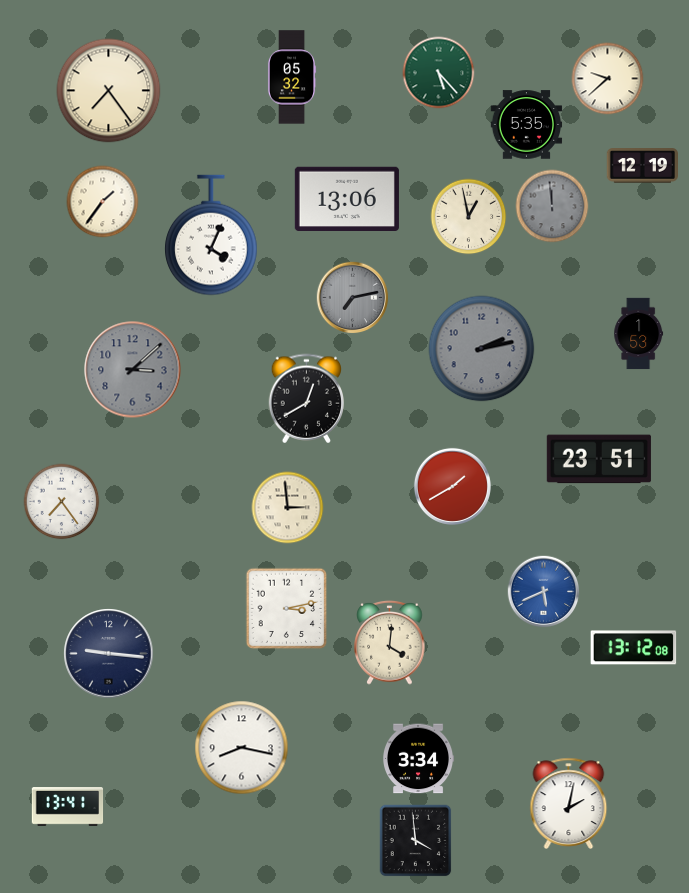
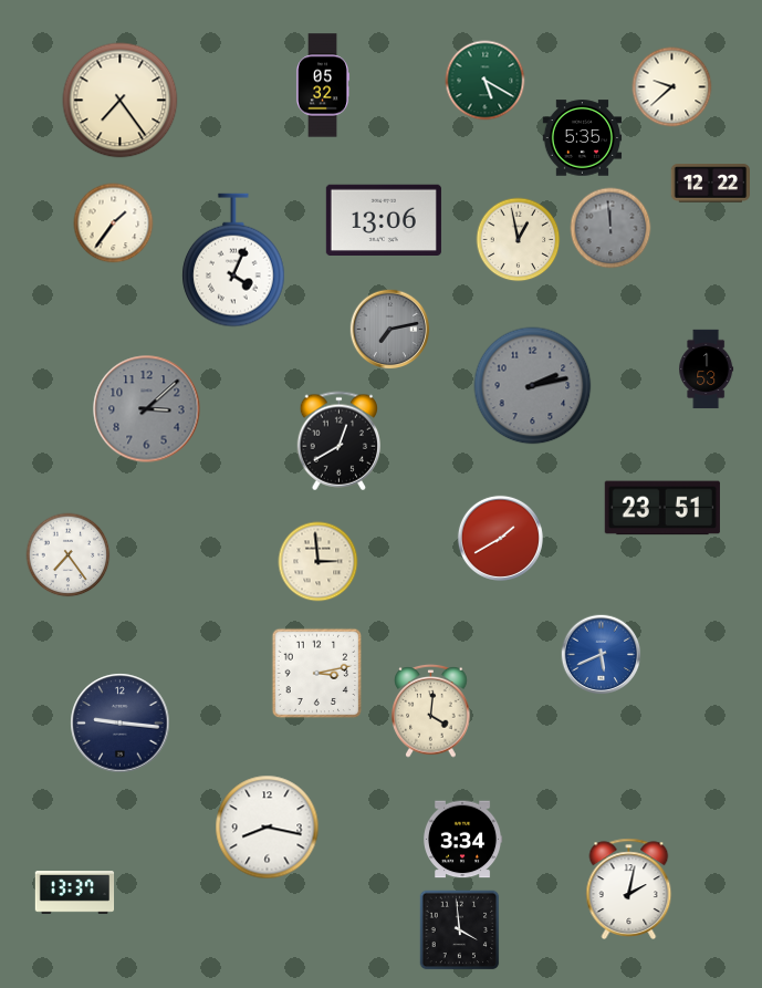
clock at (439, 73): 5:23 -> 5:20
clock at (642, 166): 12:19 -> 12:22
clock at (634, 648): 13:12 -> none
clock at (68, 807): 13:41 -> 13:37
